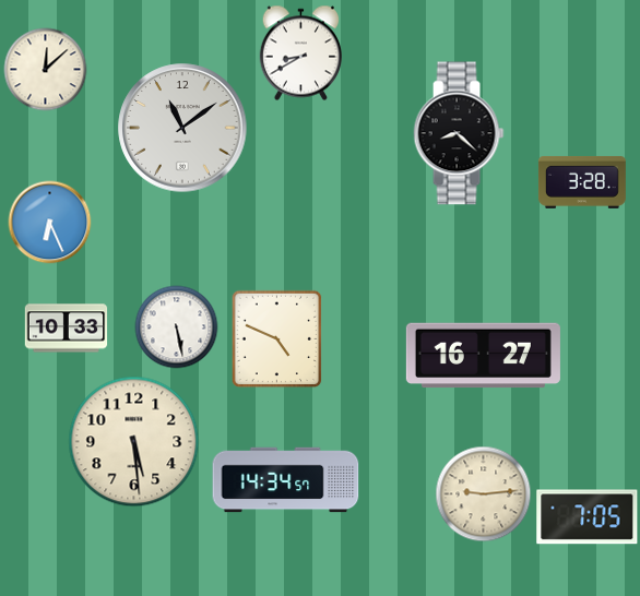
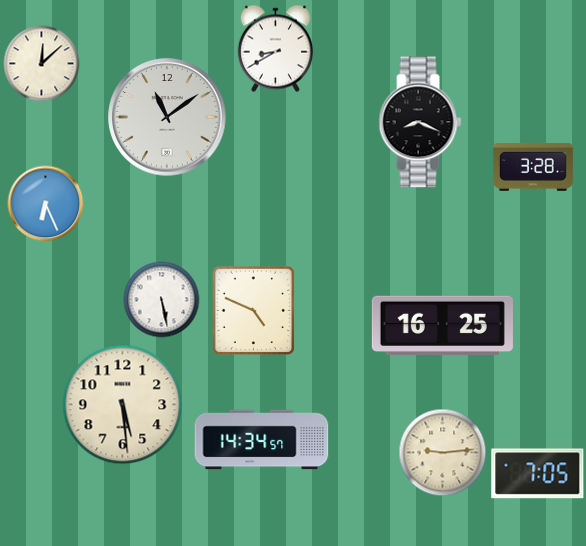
clock at (459, 133): 8:22 -> 8:19
clock at (67, 329): 10:33 -> none
clock at (483, 356): 16:27 -> 16:25
